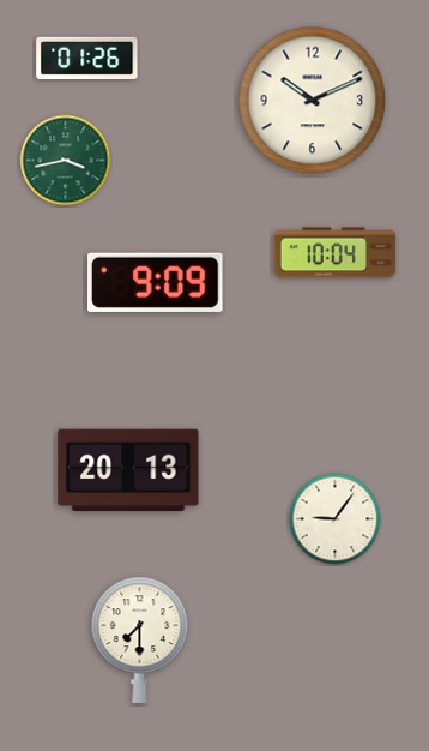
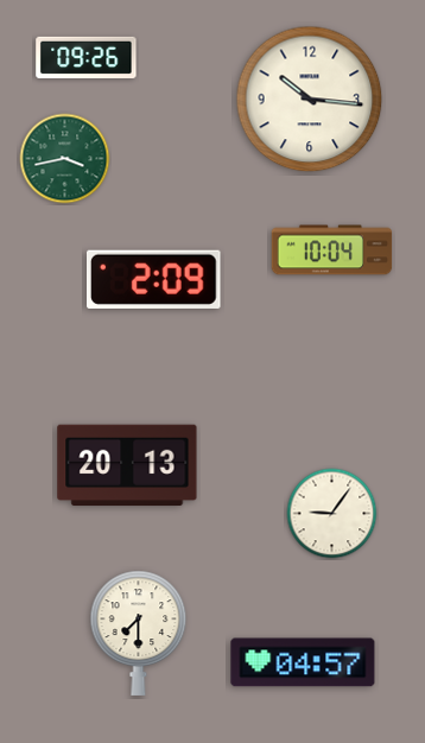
clock at (87, 58): 01:26 -> 09:26
clock at (313, 101): 10:11 -> 10:16
clock at (156, 282): 9:09 -> 2:09
clock at (303, 662): none -> 04:57
